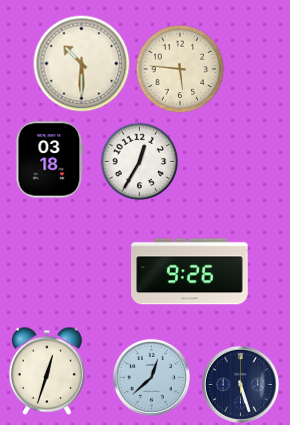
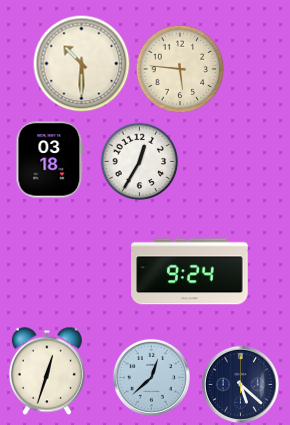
clock at (190, 272): 9:26 -> 9:24
clock at (240, 384): 5:27 -> 5:22
